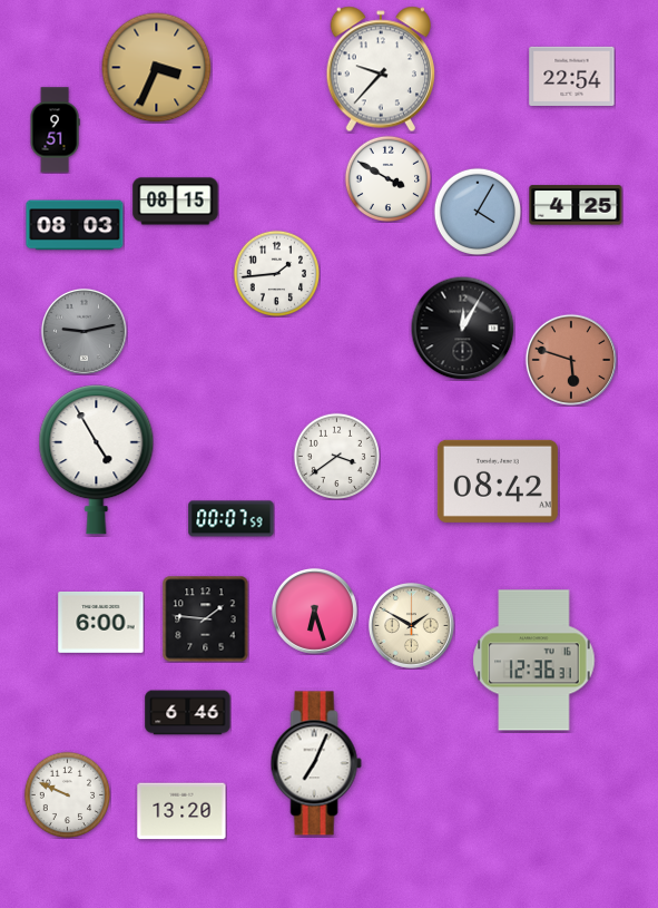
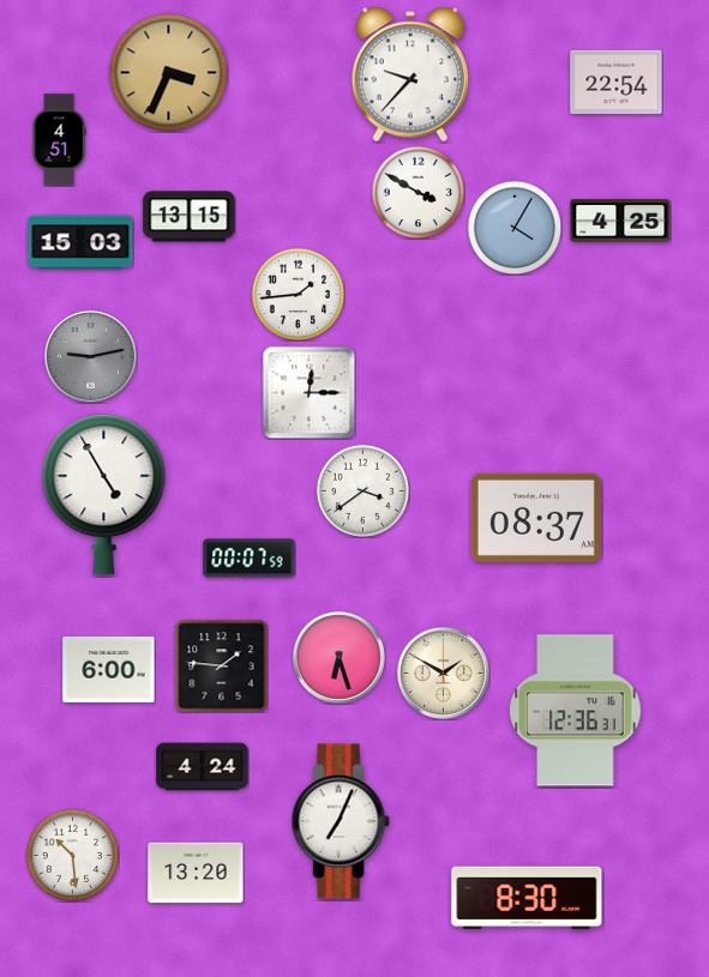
clock at (55, 130): 9:51 -> 4:51
clock at (176, 202): 08:15 -> 13:15
clock at (75, 225): 08:03 -> 15:03
clock at (462, 328): 12:05 -> none
clock at (571, 360): 5:48 -> none
clock at (308, 392): none -> 12:15
clock at (498, 481): 08:42 -> 08:37
clock at (188, 713): 6:46 -> 4:24
clock at (67, 794): 9:49 -> 10:29
clock at (527, 897): none -> 8:30
